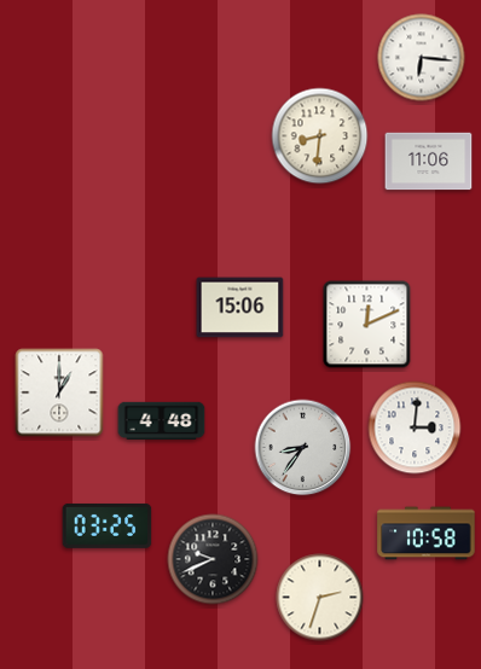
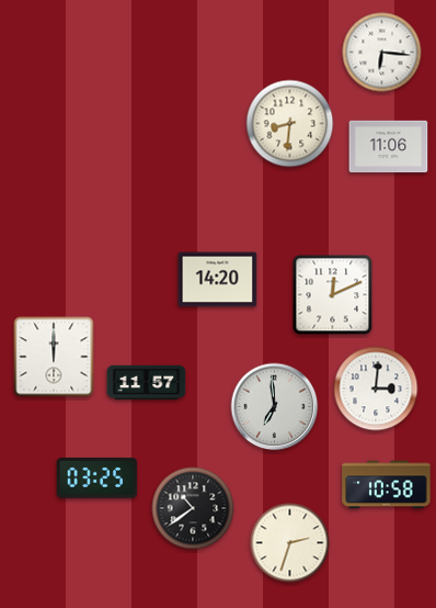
clock at (240, 308): 15:06 -> 14:20
clock at (59, 392): 1:00 -> 12:00
clock at (162, 420): 4:48 -> 11:57
clock at (303, 448): 8:36 -> 6:59
clock at (213, 559): 9:41 -> 10:39
